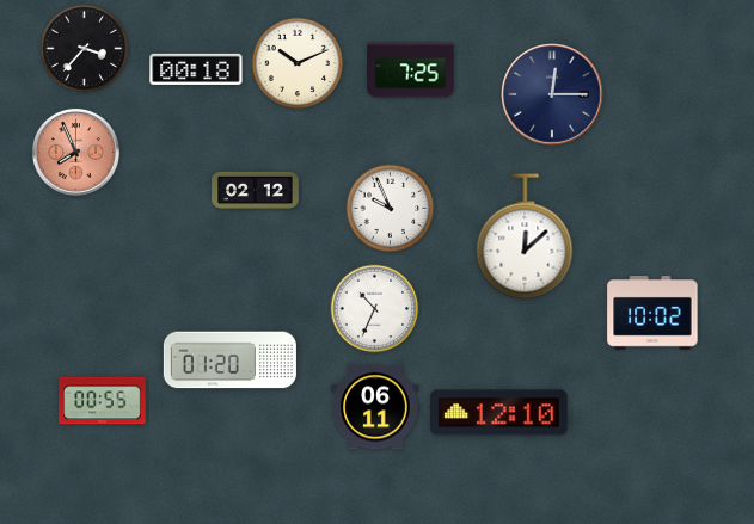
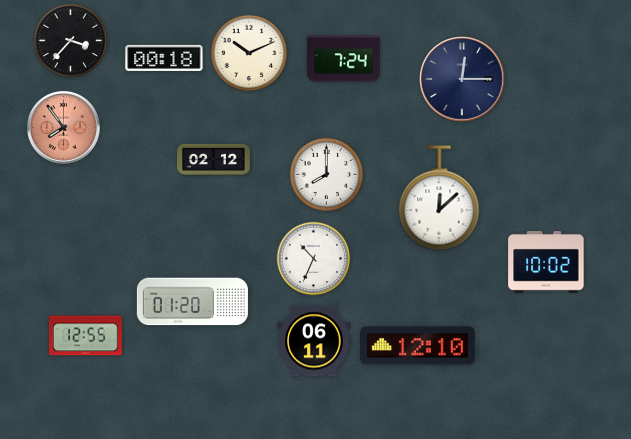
clock at (411, 70): 7:25 -> 7:24
clock at (75, 152): 7:56 -> 7:54
clock at (391, 209): 9:56 -> 8:00
clock at (103, 401): 00:55 -> 12:55
